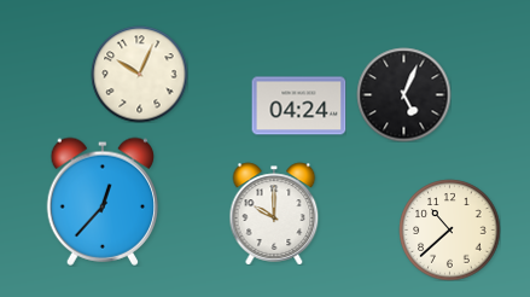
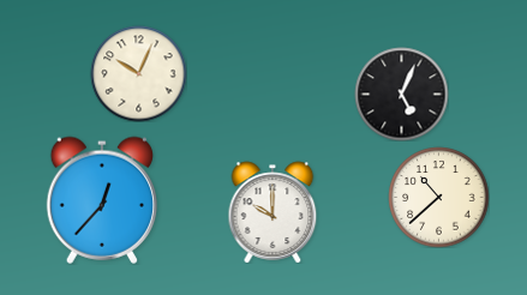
clock at (298, 106): 04:24 -> none
clock at (449, 229) position: (449, 229) -> (438, 197)
